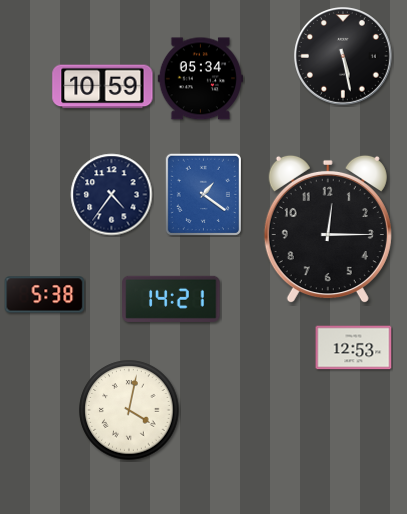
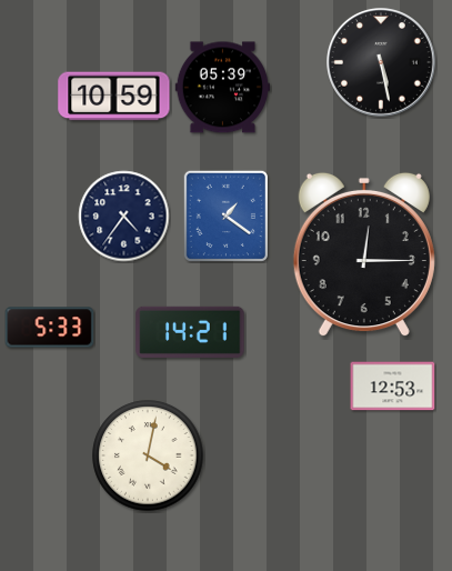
clock at (200, 79): 05:34 -> 05:39
clock at (45, 295): 5:38 -> 5:33
clock at (129, 410) position: (129, 410) -> (148, 455)
